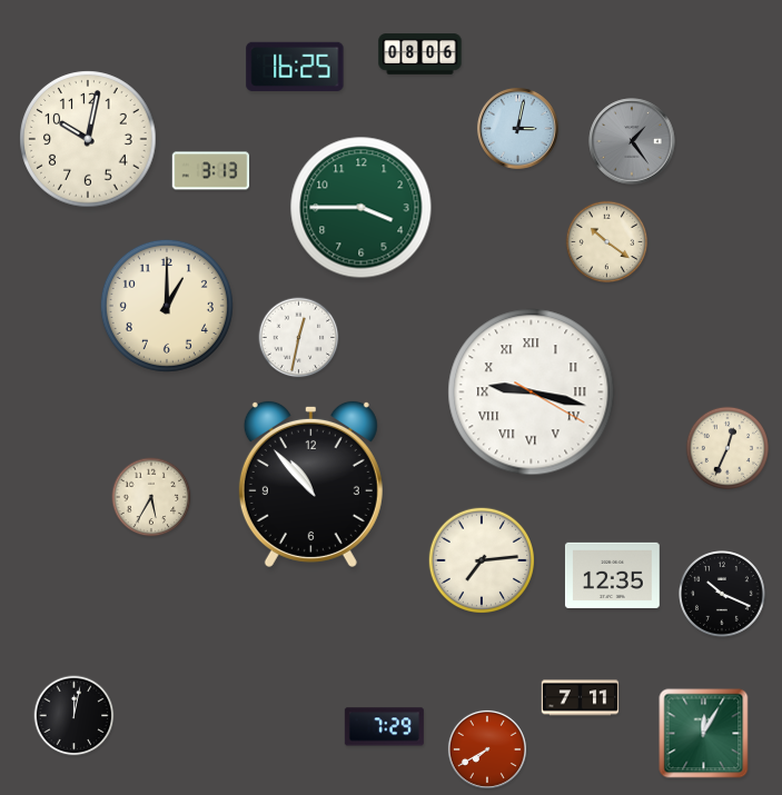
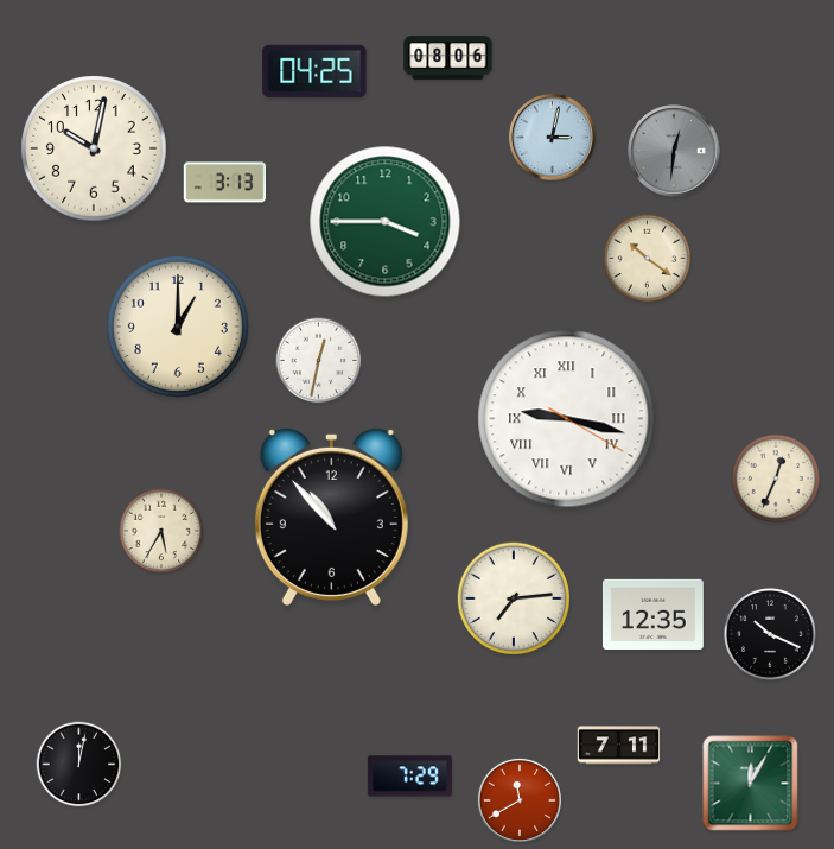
clock at (295, 67): 16:25 -> 04:25
clock at (632, 141): 1:24 -> 12:31
clock at (487, 749): 7:40 -> 11:40
